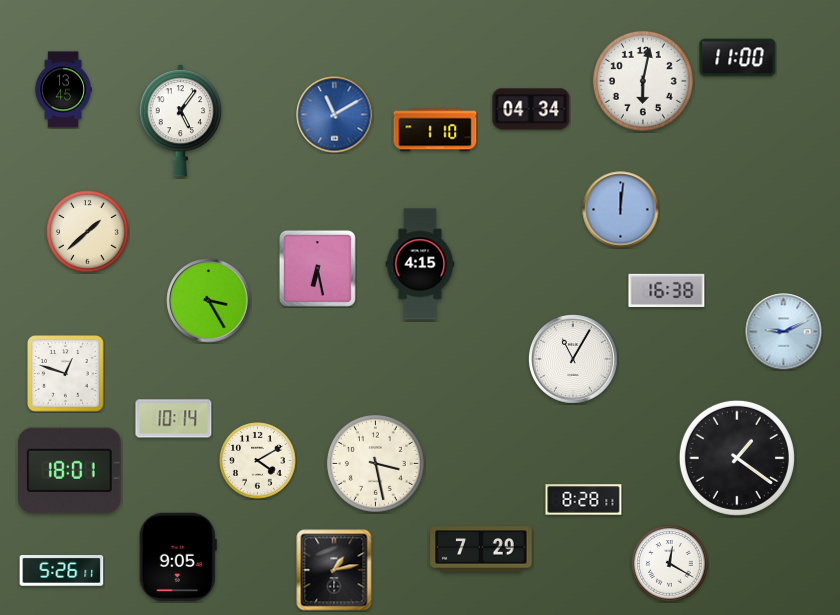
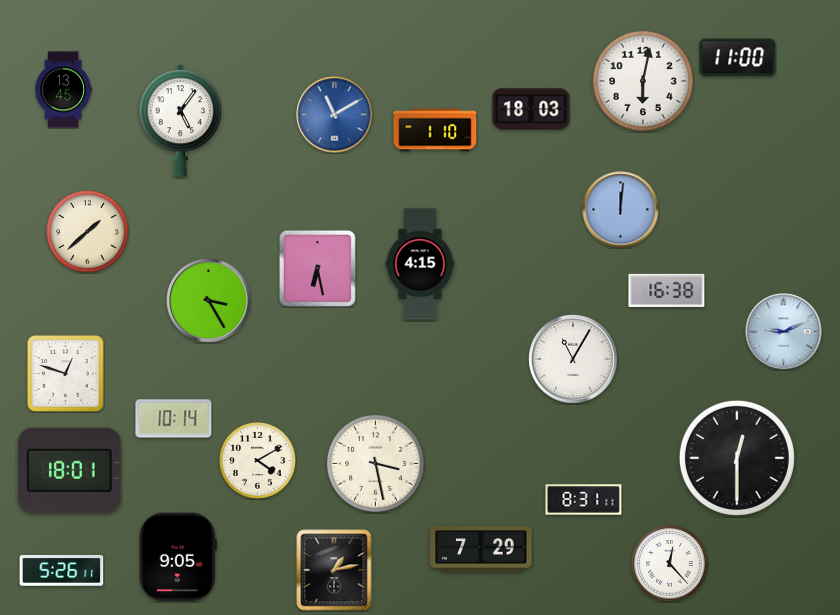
clock at (531, 109): 04:34 -> 18:03
clock at (737, 458): 1:21 -> 12:30
clock at (584, 500): 8:28 -> 8:31
clock at (670, 564): 12:20 -> 12:23
